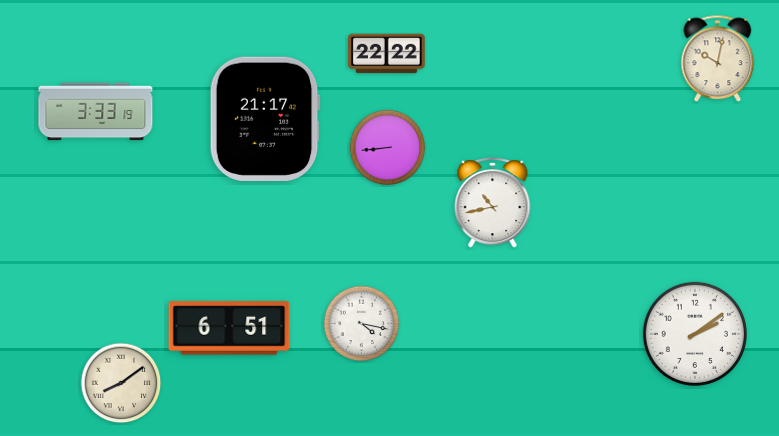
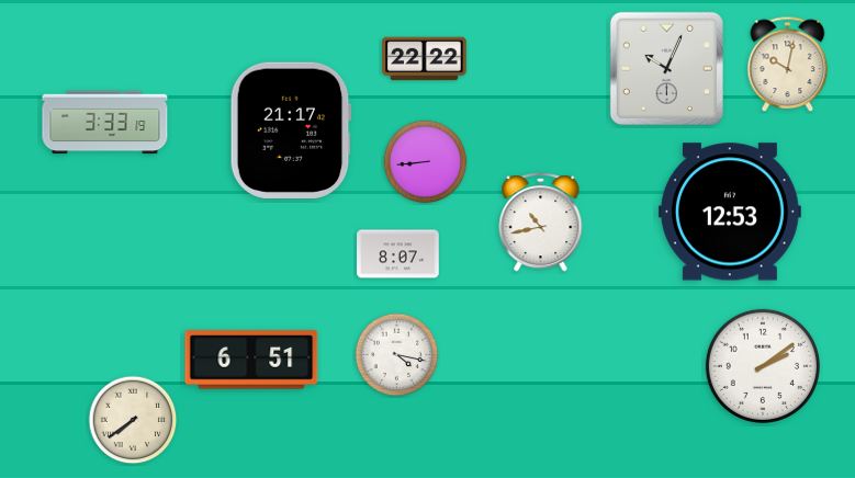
clock at (666, 68): none -> 10:04
clock at (730, 212): none -> 12:53
clock at (398, 254): none -> 8:07
clock at (121, 383): 8:09 -> 7:39
